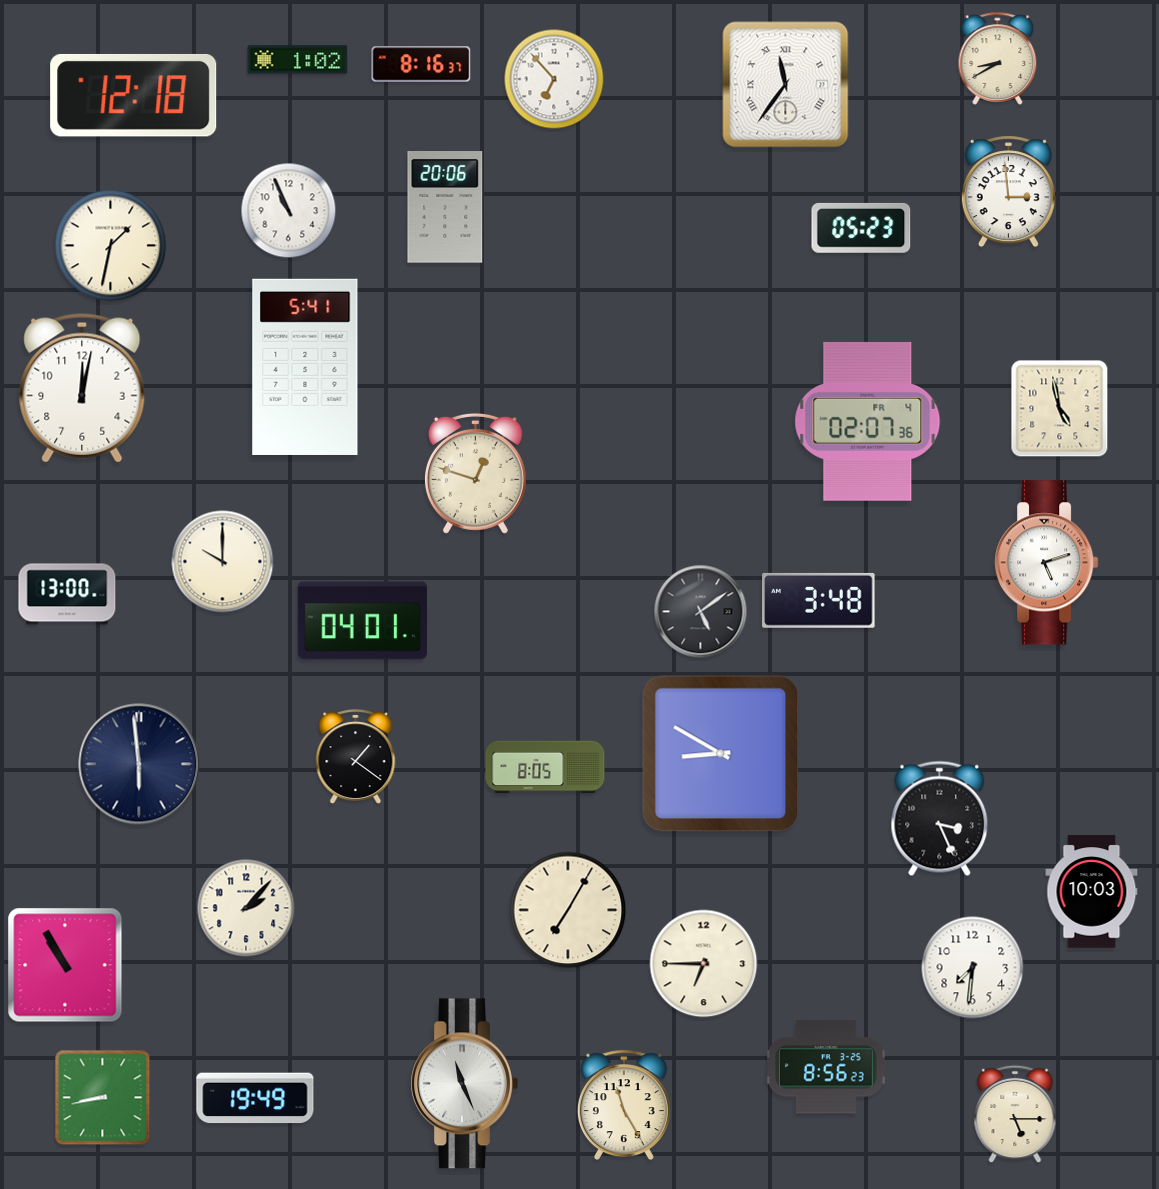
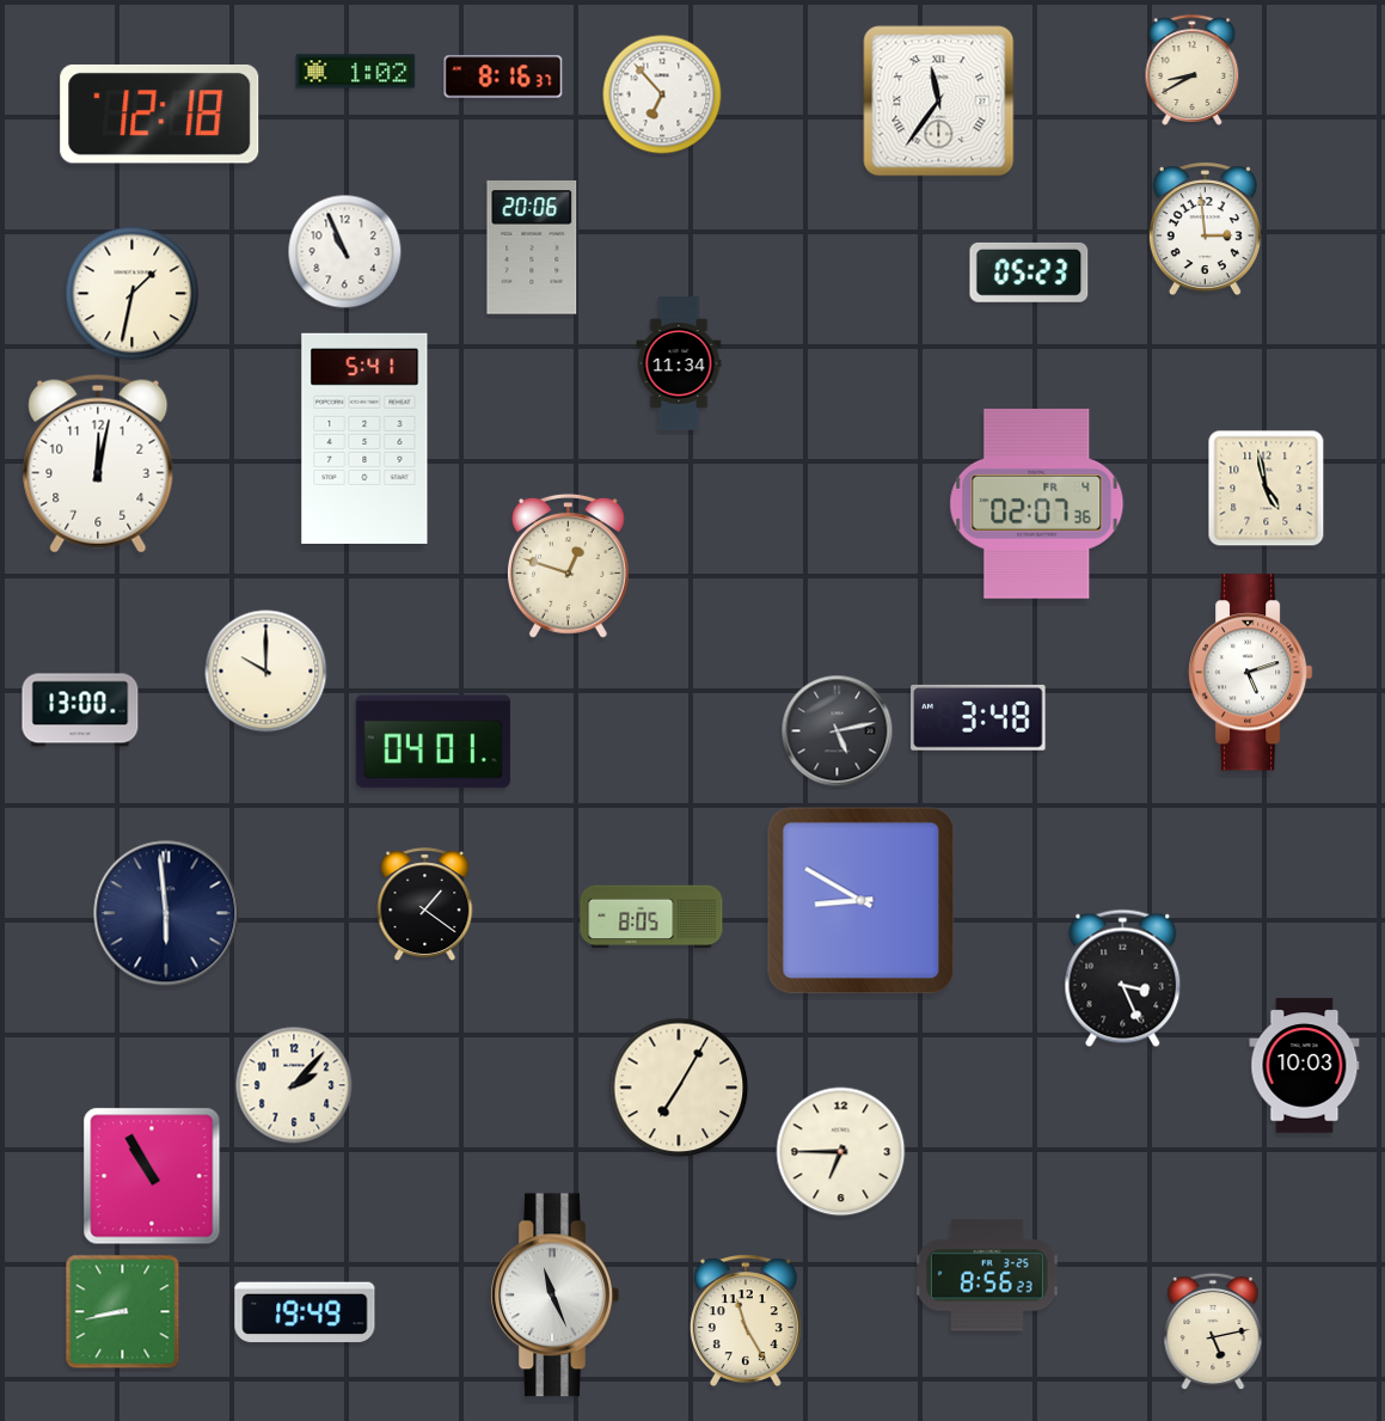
clock at (679, 363): none -> 11:34
clock at (701, 612): 5:09 -> 5:13
clock at (65, 965) position: (65, 965) -> (152, 1176)
clock at (973, 968): 7:31 -> none
clock at (1015, 1114): 5:15 -> 5:13
